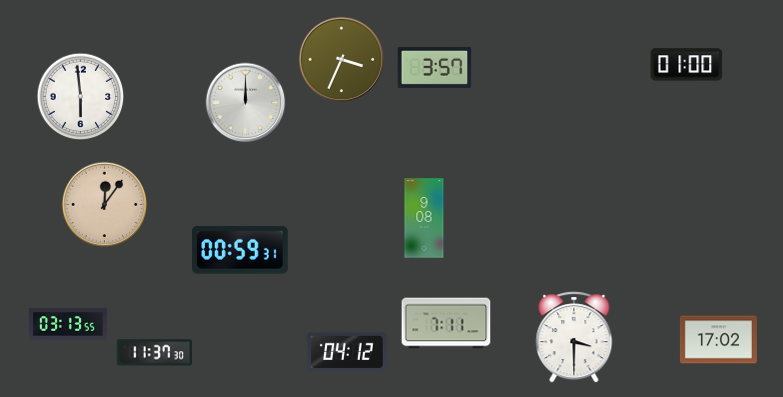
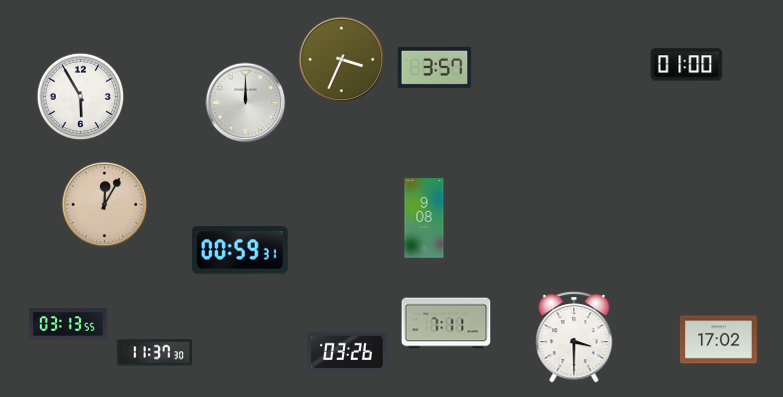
clock at (81, 97): 5:59 -> 5:55
clock at (105, 205): 12:06 -> 12:05
clock at (347, 352): 04:12 -> 03:26
